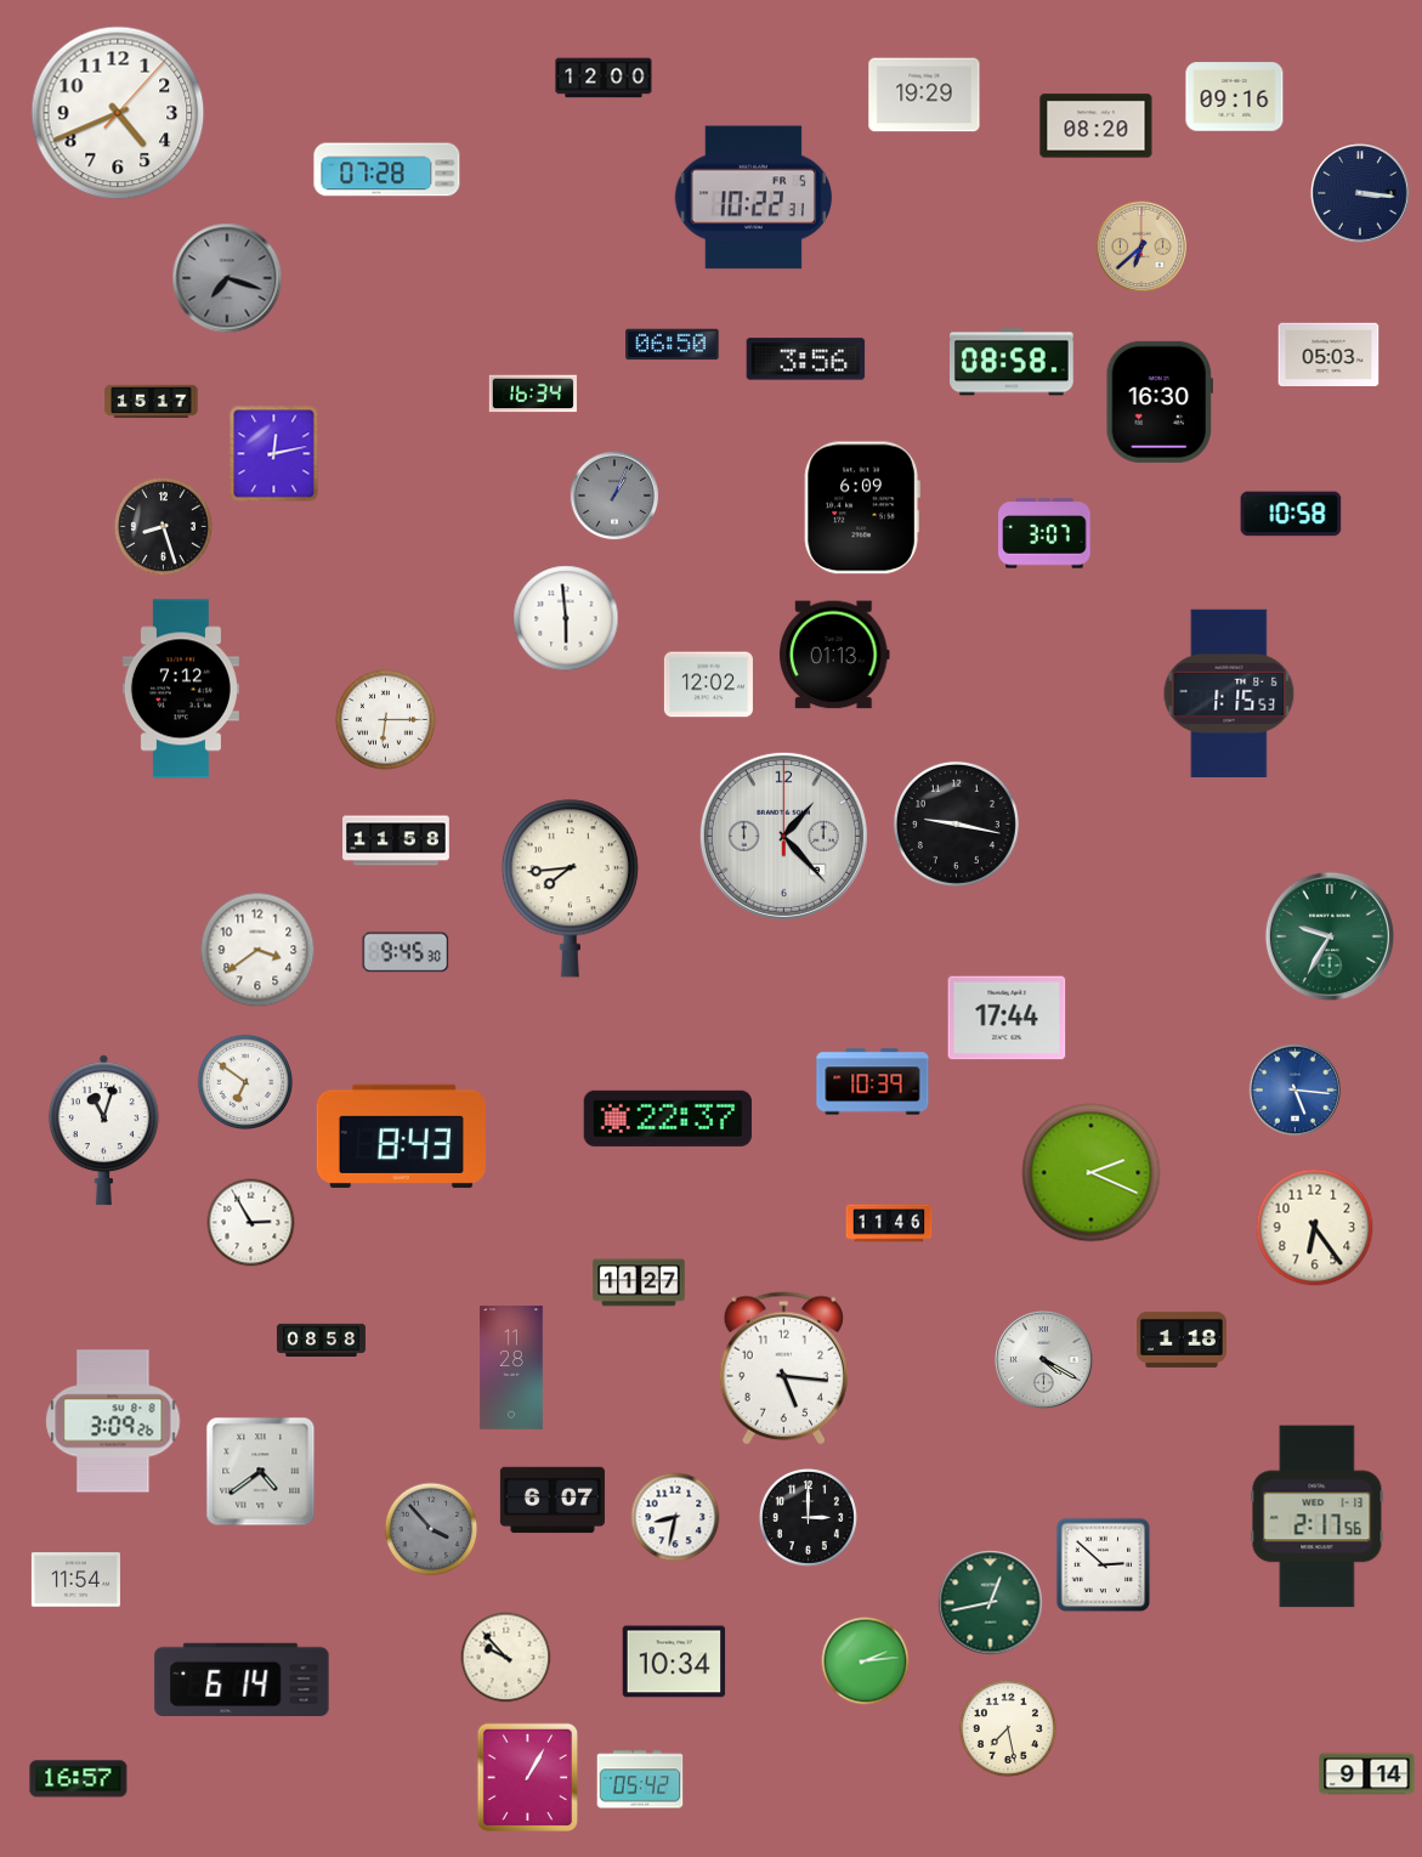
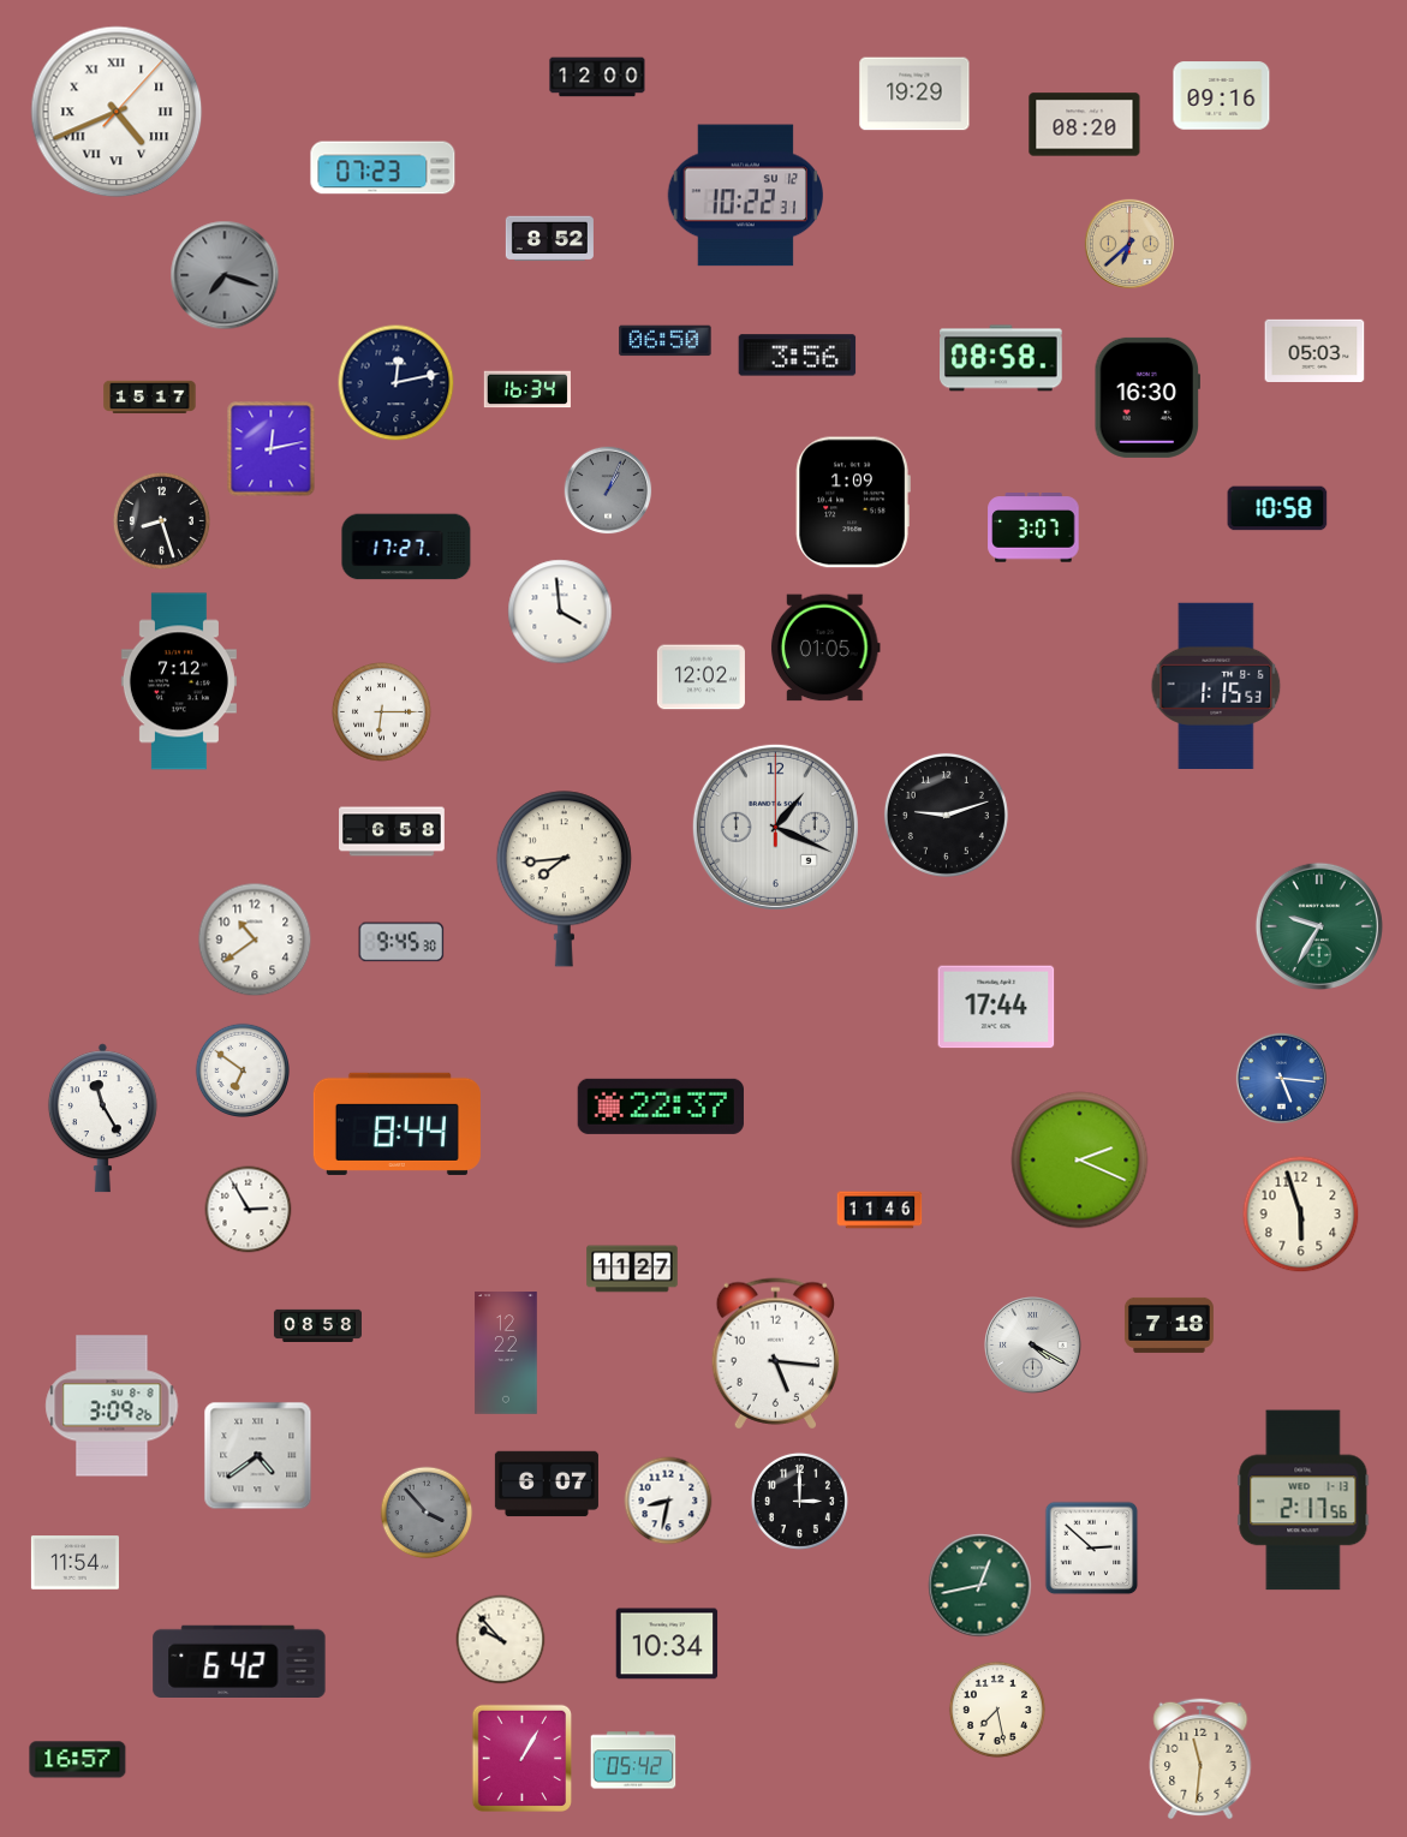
clock at (118, 113) numerals: Arabic -> Roman
clock at (387, 170): 07:28 -> 07:23
clock at (1360, 193): 3:16 -> none
clock at (753, 198) date: FR 5 -> SU 12
clock at (549, 239): none -> 8:52
clock at (397, 383): none -> 12:13
clock at (862, 508): 6:09 -> 1:09
clock at (406, 547): none -> 17:27
clock at (566, 618): 5:59 -> 3:59
clock at (834, 655): 01:13 -> 01:05
clock at (956, 823): 9:17 -> 9:12
clock at (783, 836): 1:23 -> 1:19
clock at (396, 840): 11:58 -> 6:58
clock at (1330, 936) position: (1330, 936) -> (1319, 926)
clock at (257, 950): 3:39 -> 10:39
clock at (873, 1082): 10:39 -> none
clock at (103, 1131): 11:03 -> 11:25
clock at (401, 1136): 8:43 -> 8:44
clock at (1315, 1228): 6:24 -> 5:57
clock at (1182, 1340): 1:18 -> 7:18
clock at (511, 1368): 11:28 -> 12:22
clock at (866, 1661): 2:14 -> none
clock at (242, 1678): 6:14 -> 6:42
clock at (1367, 1774): 9:14 -> none
clock at (1200, 1759): none -> 11:31
